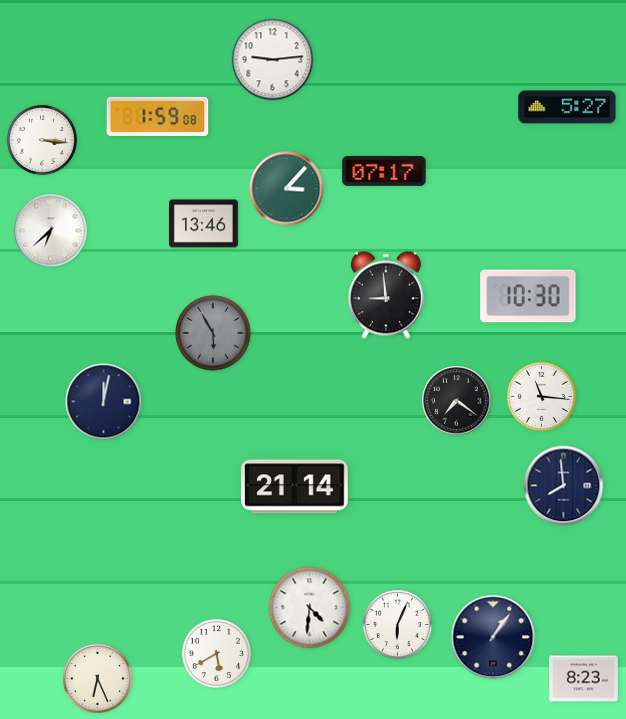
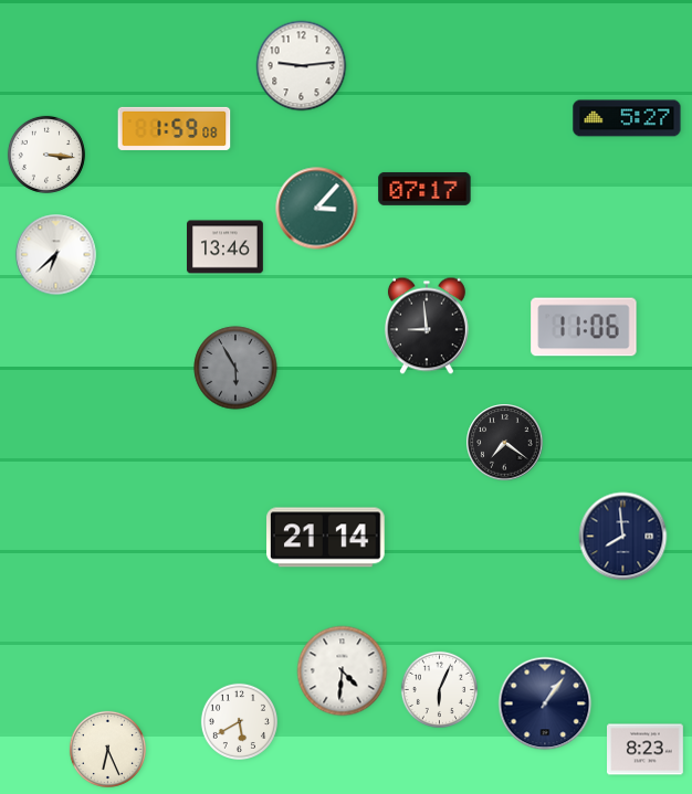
clock at (528, 296): 10:30 -> 11:06
clock at (541, 396): 11:16 -> none
clock at (104, 402): 12:02 -> none
